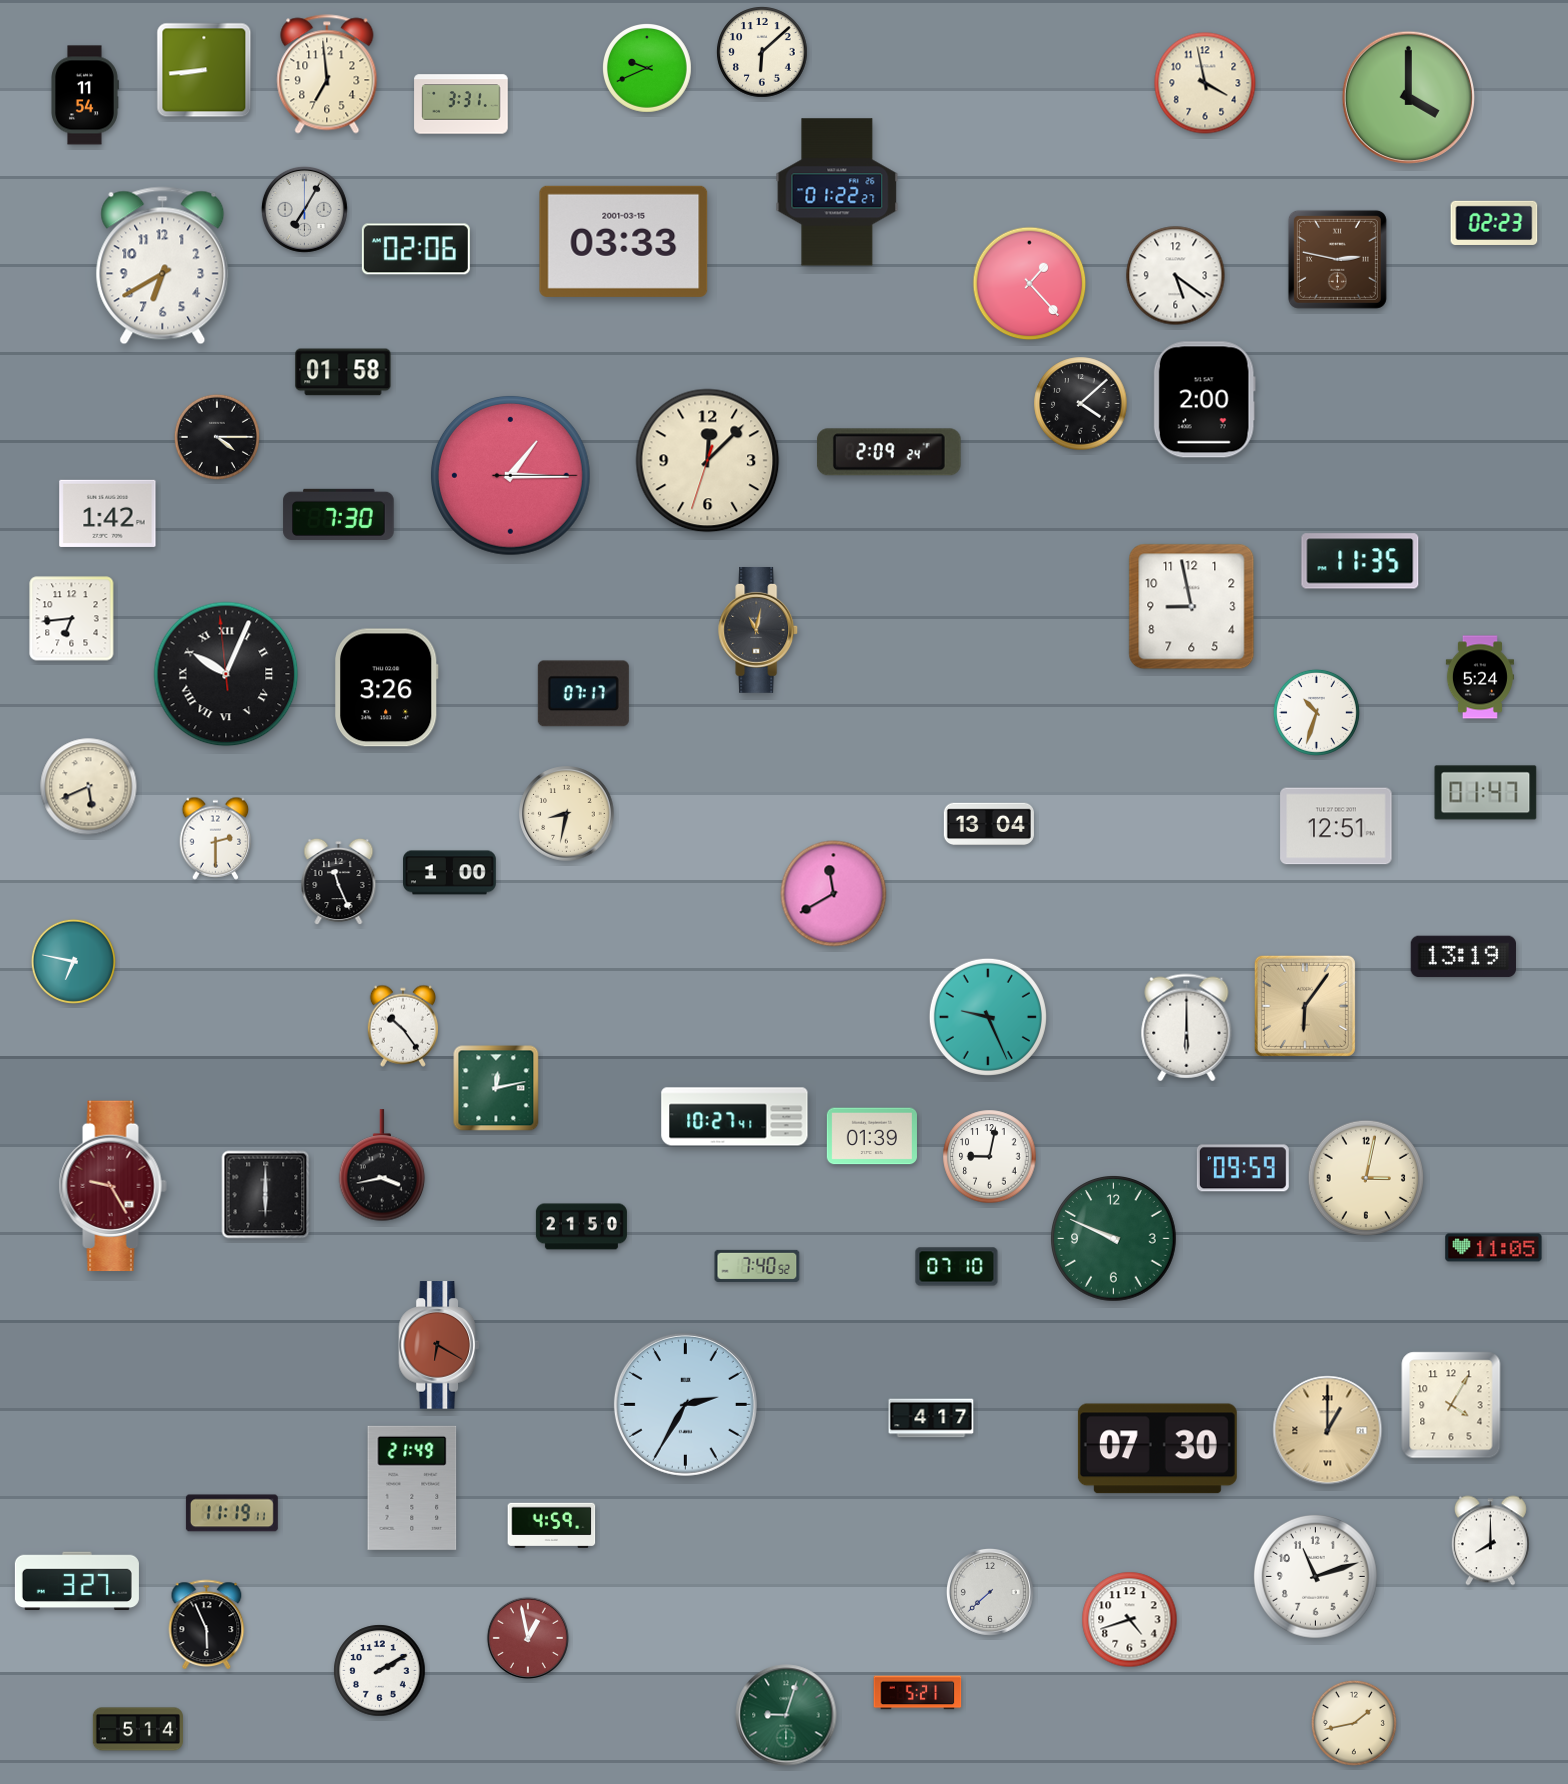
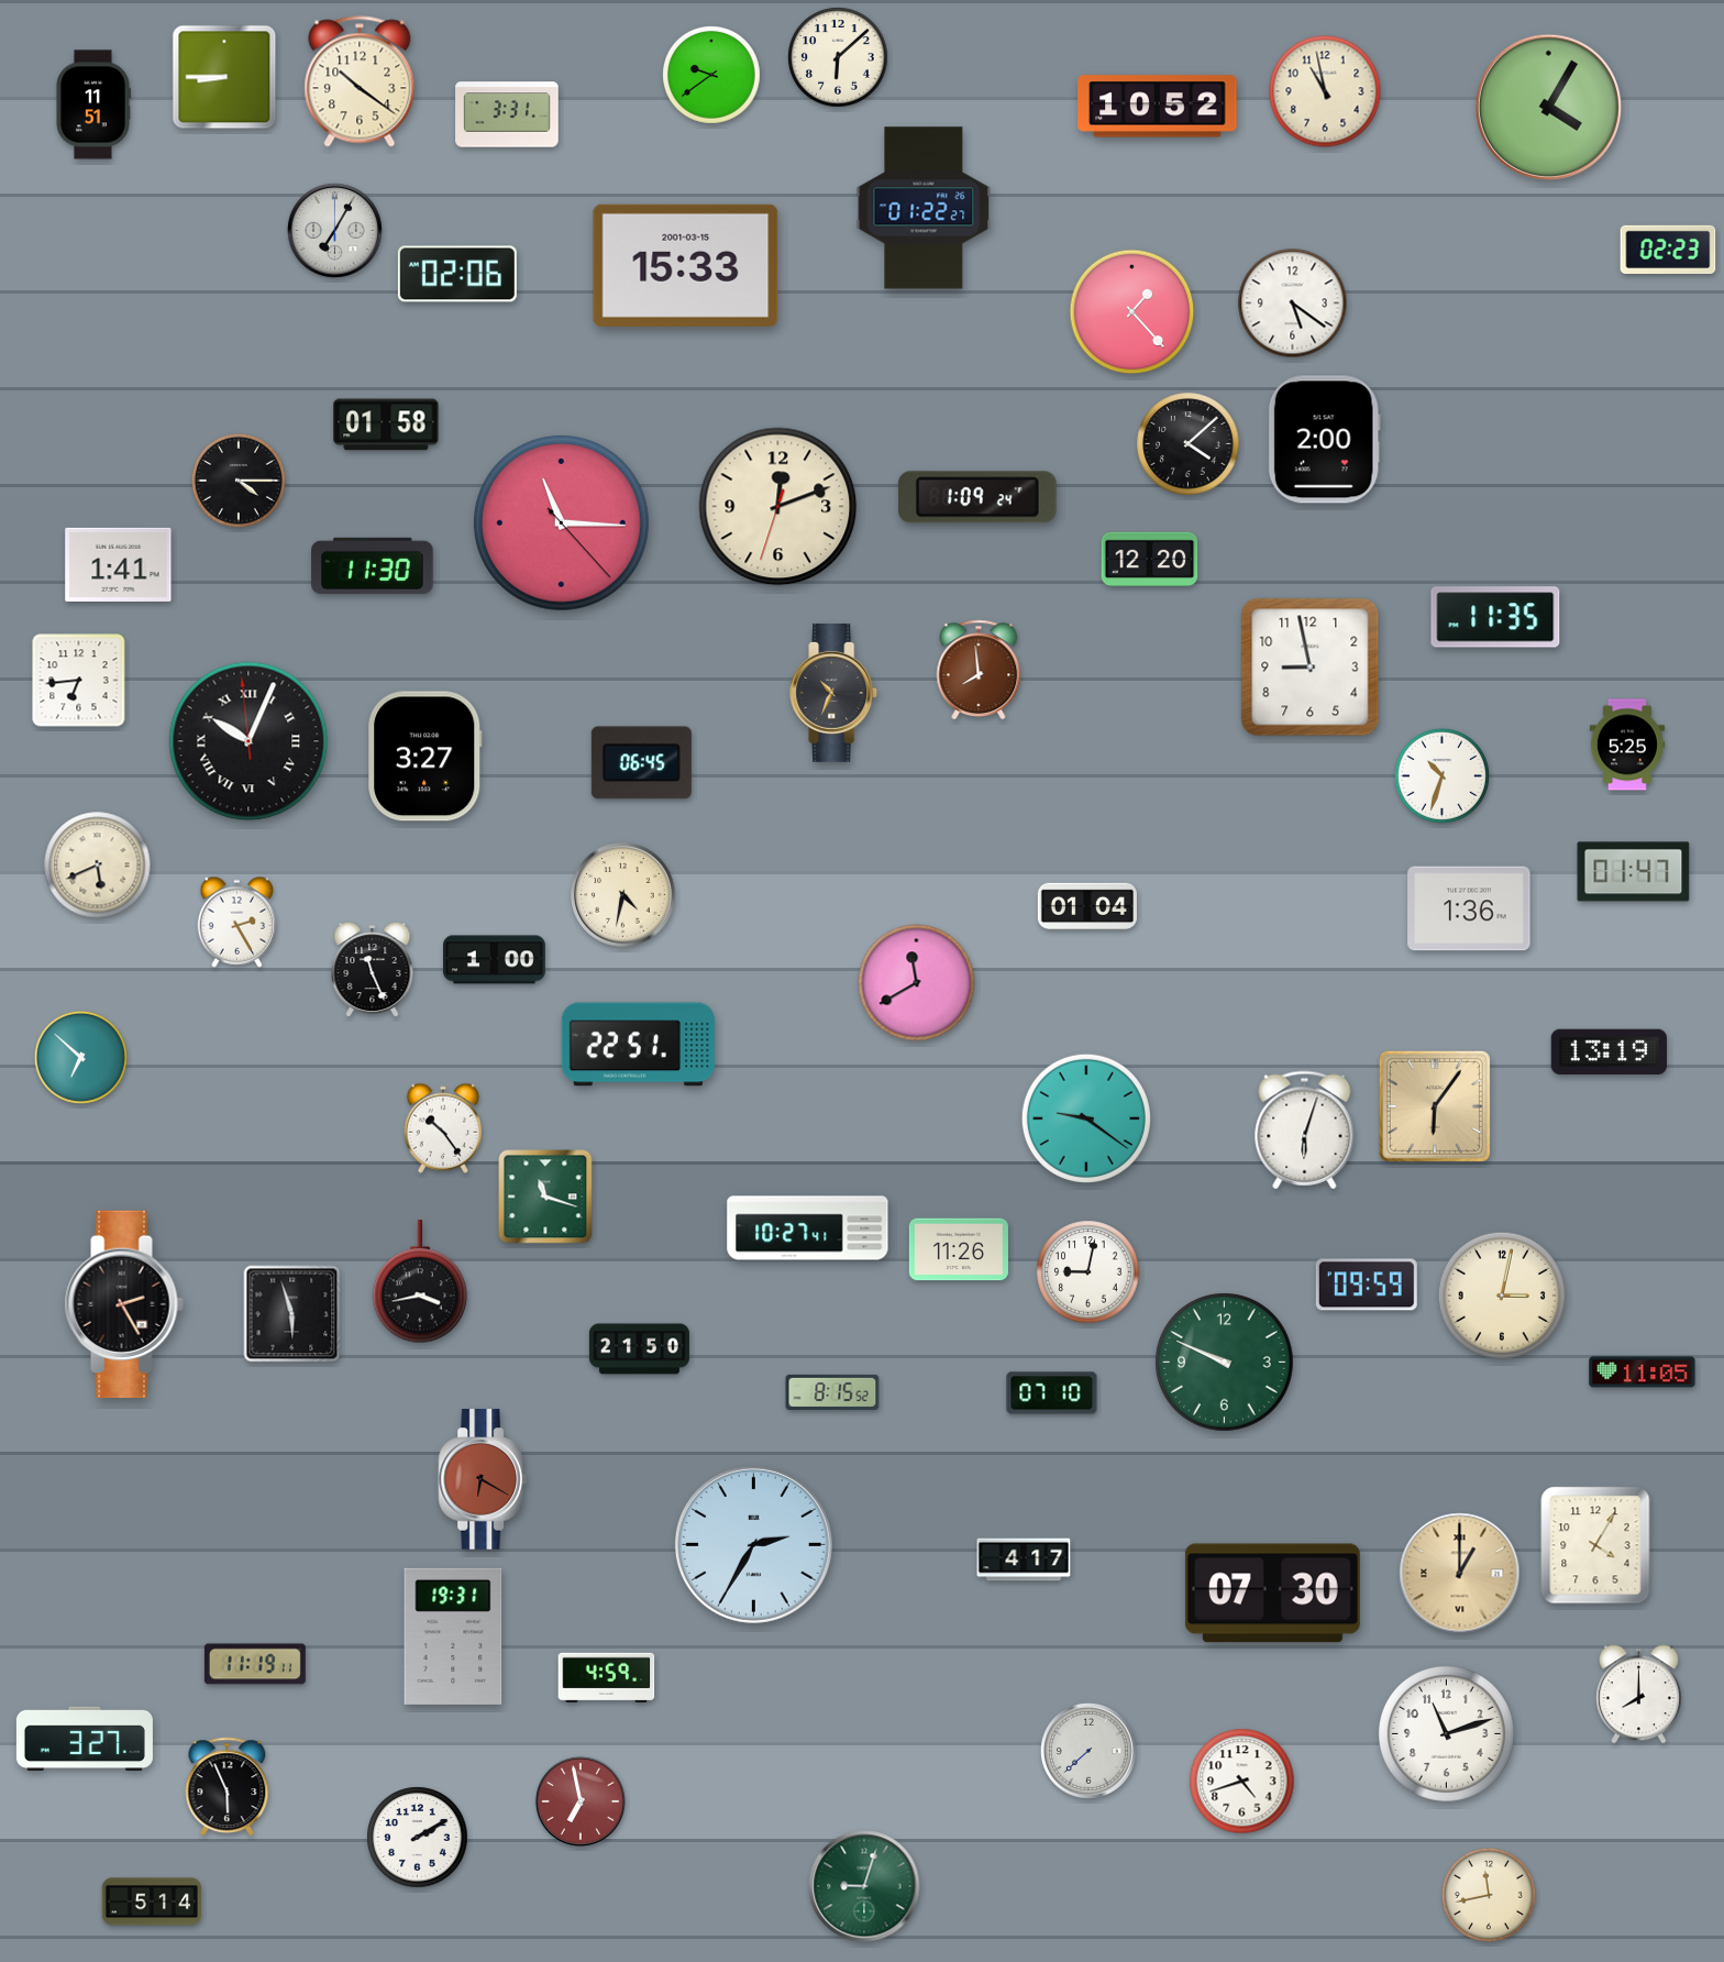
clock at (648, 69): 9:41 -> 9:39
clock at (204, 70): 8:44 -> 8:45
clock at (327, 74): 6:59 -> 10:21
clock at (1205, 83): 3:58 -> 10:58
clock at (85, 95): 11:54 -> 11:51
clock at (1158, 107): none -> 10:52
clock at (1408, 97): 4:00 -> 4:05
clock at (837, 192) position: (837, 192) -> (924, 208)
clock at (1494, 223) position: (1494, 223) -> (1668, 250)
clock at (624, 241): 03:33 -> 15:33
clock at (1337, 259): 2:47 -> none
clock at (163, 266): 6:40 -> none
clock at (343, 372) position: (343, 372) -> (386, 425)
clock at (889, 452): 2:09 -> 1:09
clock at (708, 461): 12:07 -> 12:11
clock at (510, 475): 1:15 -> 11:15
clock at (1150, 559): none -> 12:20
clock at (108, 513): 1:42 -> 1:41
clock at (339, 514): 7:30 -> 11:30
clock at (979, 670): none -> 7:59
clock at (759, 630): 11:02 -> 10:34
clock at (1480, 677): 5:24 -> 5:25
clock at (387, 688): 3:26 -> 3:27
clock at (583, 694): 07:17 -> 06:45
clock at (1316, 712) position: (1316, 712) -> (1441, 775)
clock at (567, 814): 8:32 -> 4:32
clock at (989, 824): 13:04 -> 01:04
clock at (1336, 826): 12:51 -> 1:36
clock at (216, 838): 2:30 -> 2:25
clock at (638, 1045): none -> 22:51
clock at (73, 961): 6:47 -> 6:52
clock at (988, 1017): 9:26 -> 9:21
clock at (1187, 1028): 6:00 -> 6:03
clock at (496, 1088): 12:13 -> 11:18
clock at (872, 1136): 01:39 -> 11:26
clock at (113, 1186): 9:25 -> 2:25
clock at (113, 1186) dial: burgundy -> black
clock at (266, 1195): 6:00 -> 5:57
clock at (757, 1266): 7:40 -> 8:15
clock at (412, 1488): 21:49 -> 19:31
clock at (528, 1638): 12:58 -> 6:58
clock at (918, 1693): 5:21 -> none
clock at (1354, 1723): 1:43 -> 11:43
